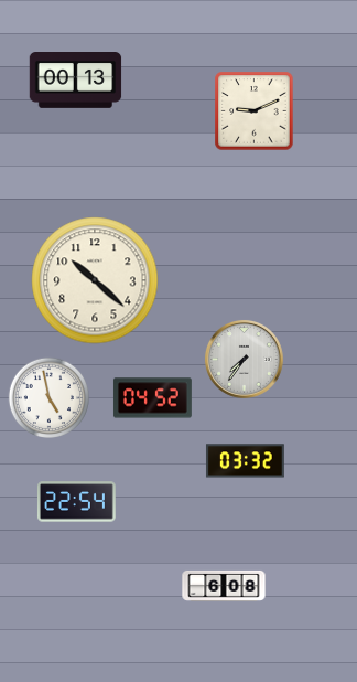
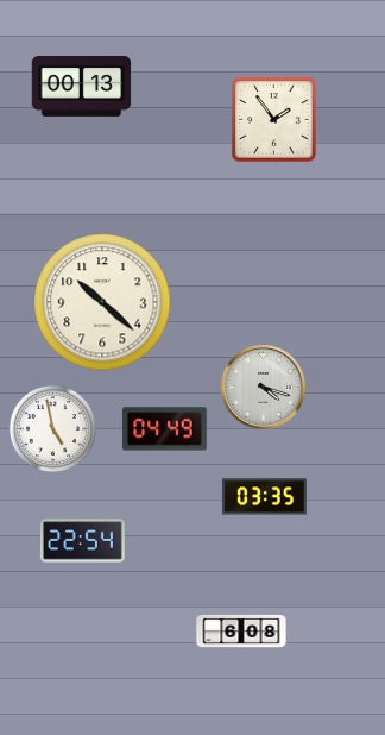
clock at (255, 111): 9:11 -> 1:54
clock at (244, 359): 7:36 -> 4:18
clock at (152, 398): 04:52 -> 04:49
clock at (245, 461): 03:32 -> 03:35
